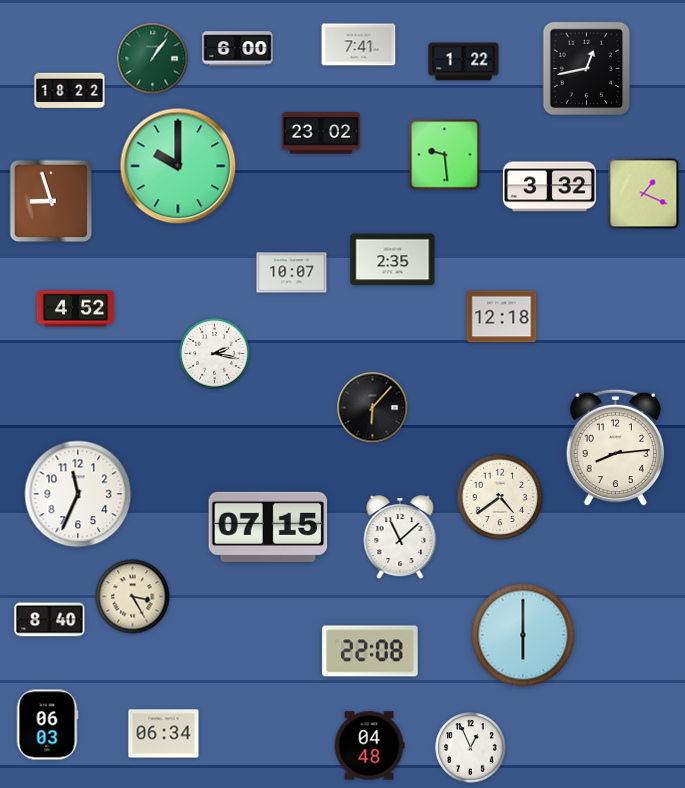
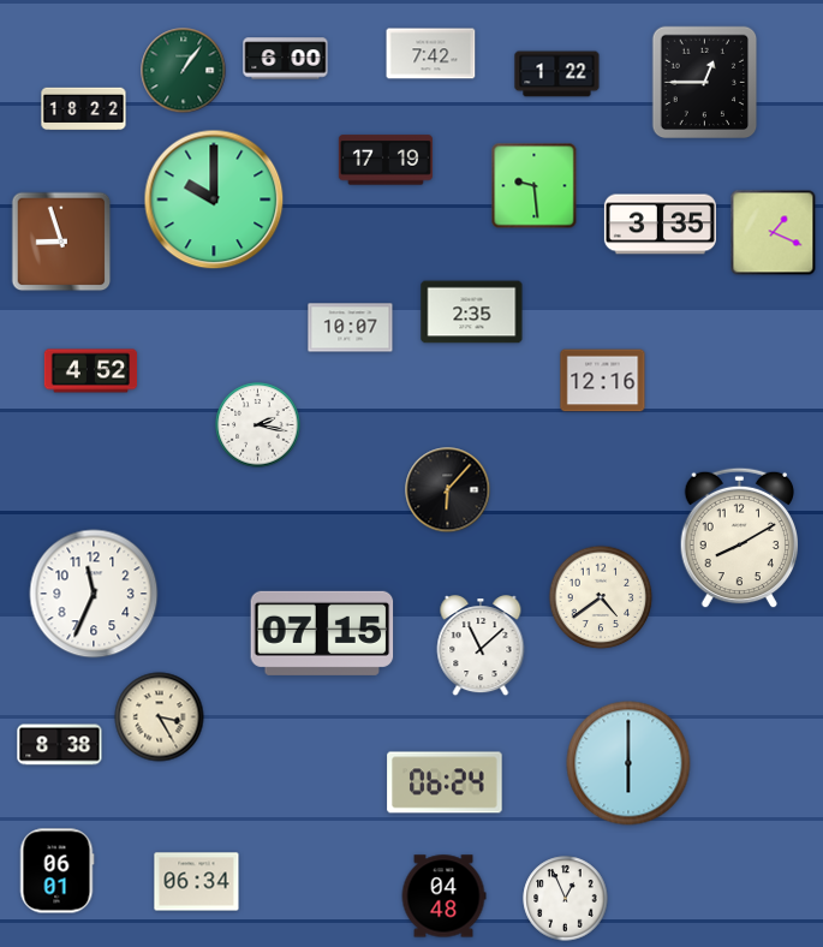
clock at (359, 45): 7:41 -> 7:42
clock at (587, 69): 12:43 -> 12:45
clock at (321, 133): 23:02 -> 17:19
clock at (549, 187): 3:32 -> 3:35
clock at (502, 317): 12:18 -> 12:16
clock at (616, 448): 8:14 -> 8:10
clock at (50, 620): 8:40 -> 8:38
clock at (370, 651): 22:08 -> 06:24
clock at (47, 725): 06:03 -> 06:01
